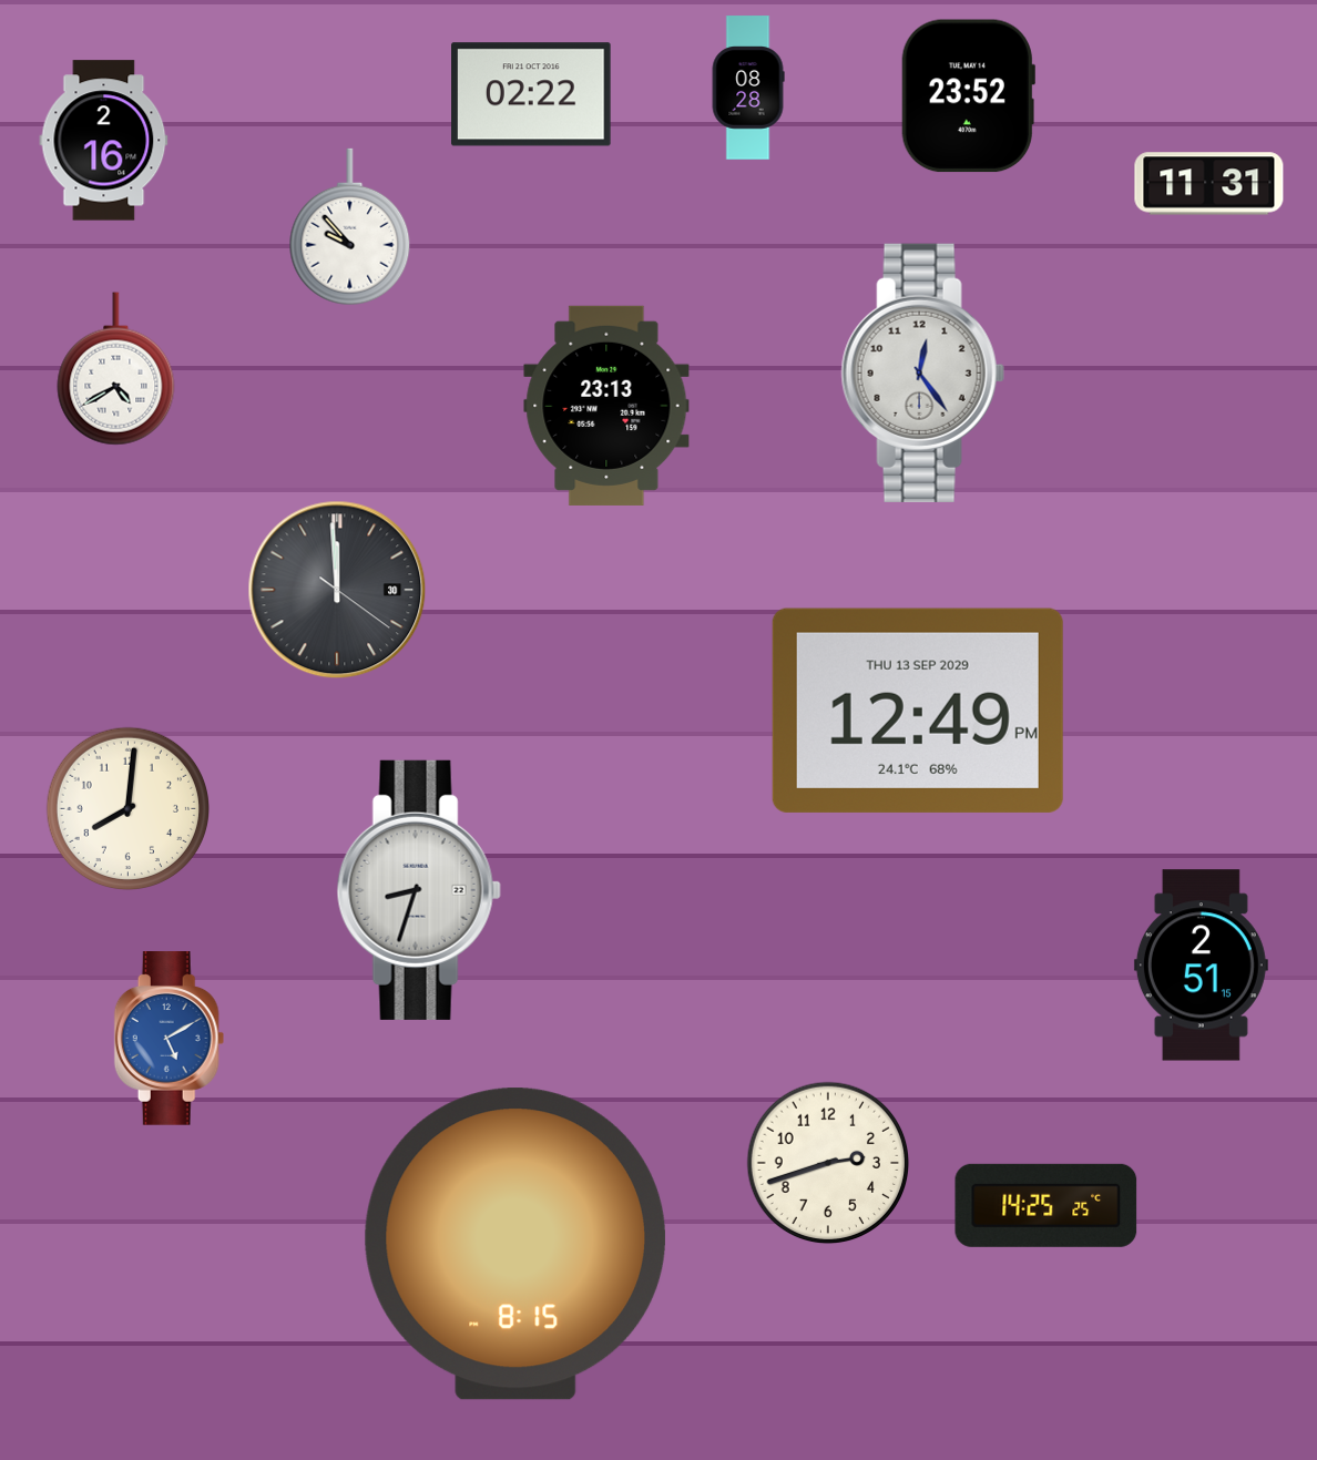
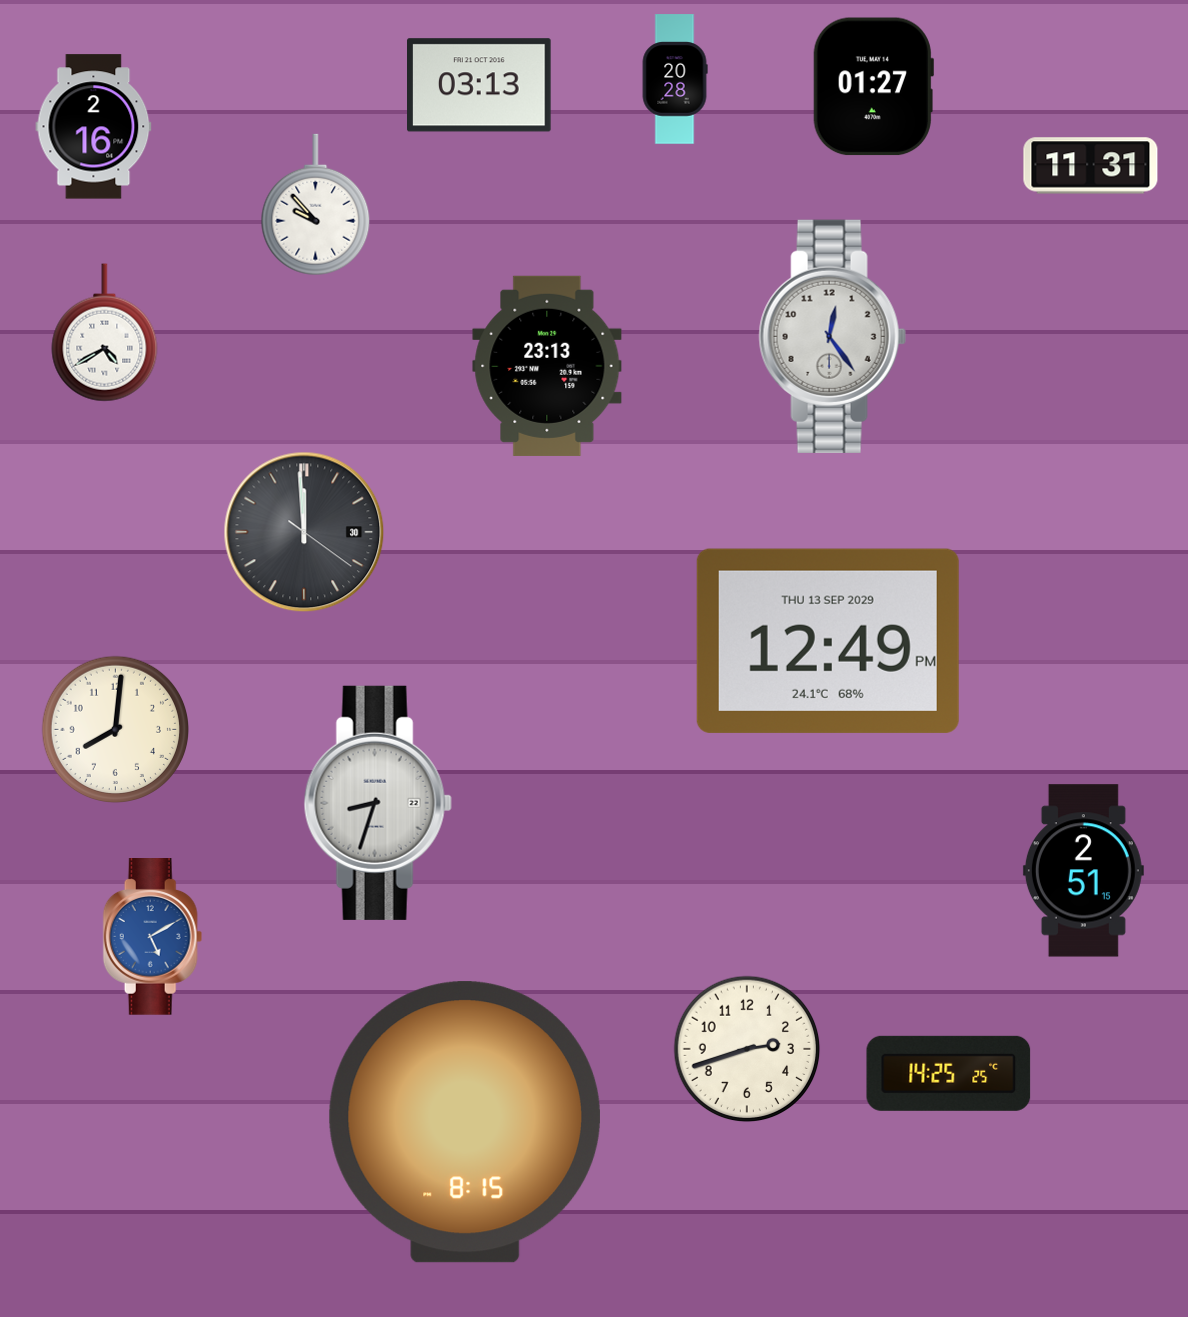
clock at (748, 88): 08:28 -> 20:28
clock at (532, 94): 02:22 -> 03:13
clock at (968, 96): 23:52 -> 01:27
clock at (1047, 1205) position: (1047, 1205) -> (949, 1073)
